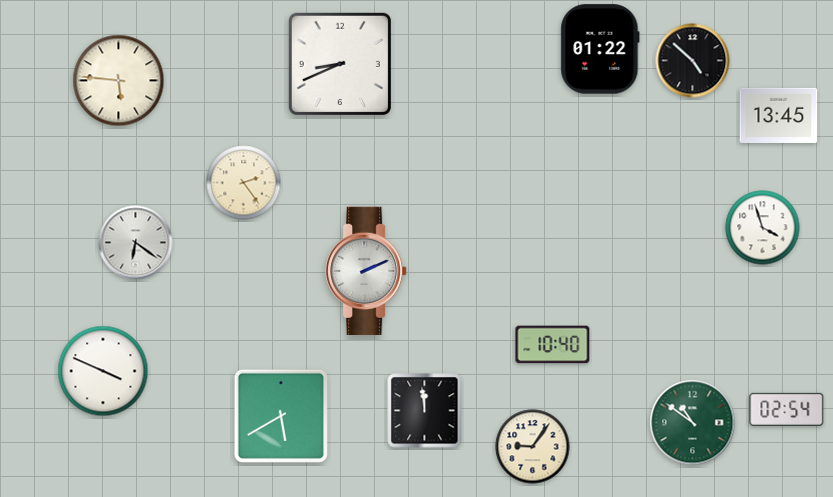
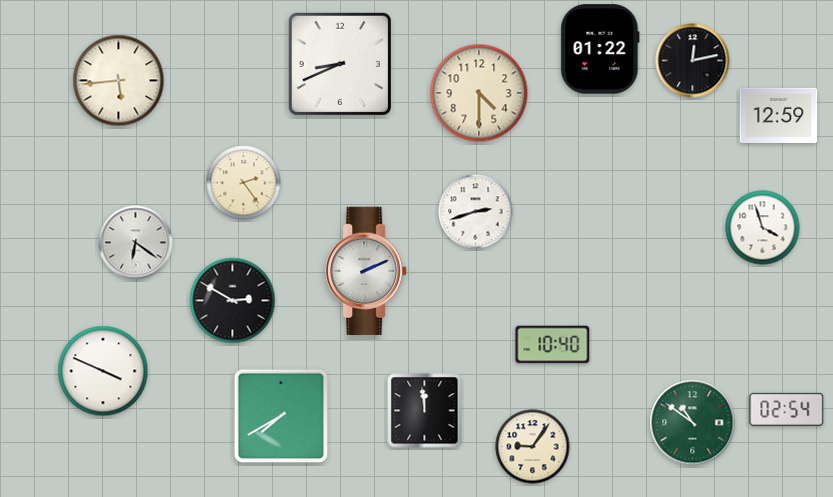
clock at (693, 61): 4:52 -> 12:13
clock at (119, 81): 5:46 -> 5:44
clock at (479, 93): none -> 4:30
clock at (779, 115): 13:45 -> 12:59
clock at (476, 212): none -> 2:42
clock at (233, 301): none -> 2:50
clock at (281, 416): 5:40 -> 7:40
